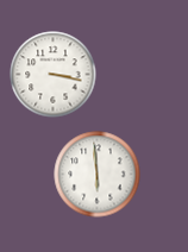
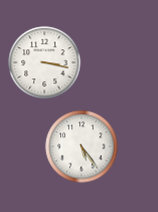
clock at (98, 175): 5:59 -> 5:24
